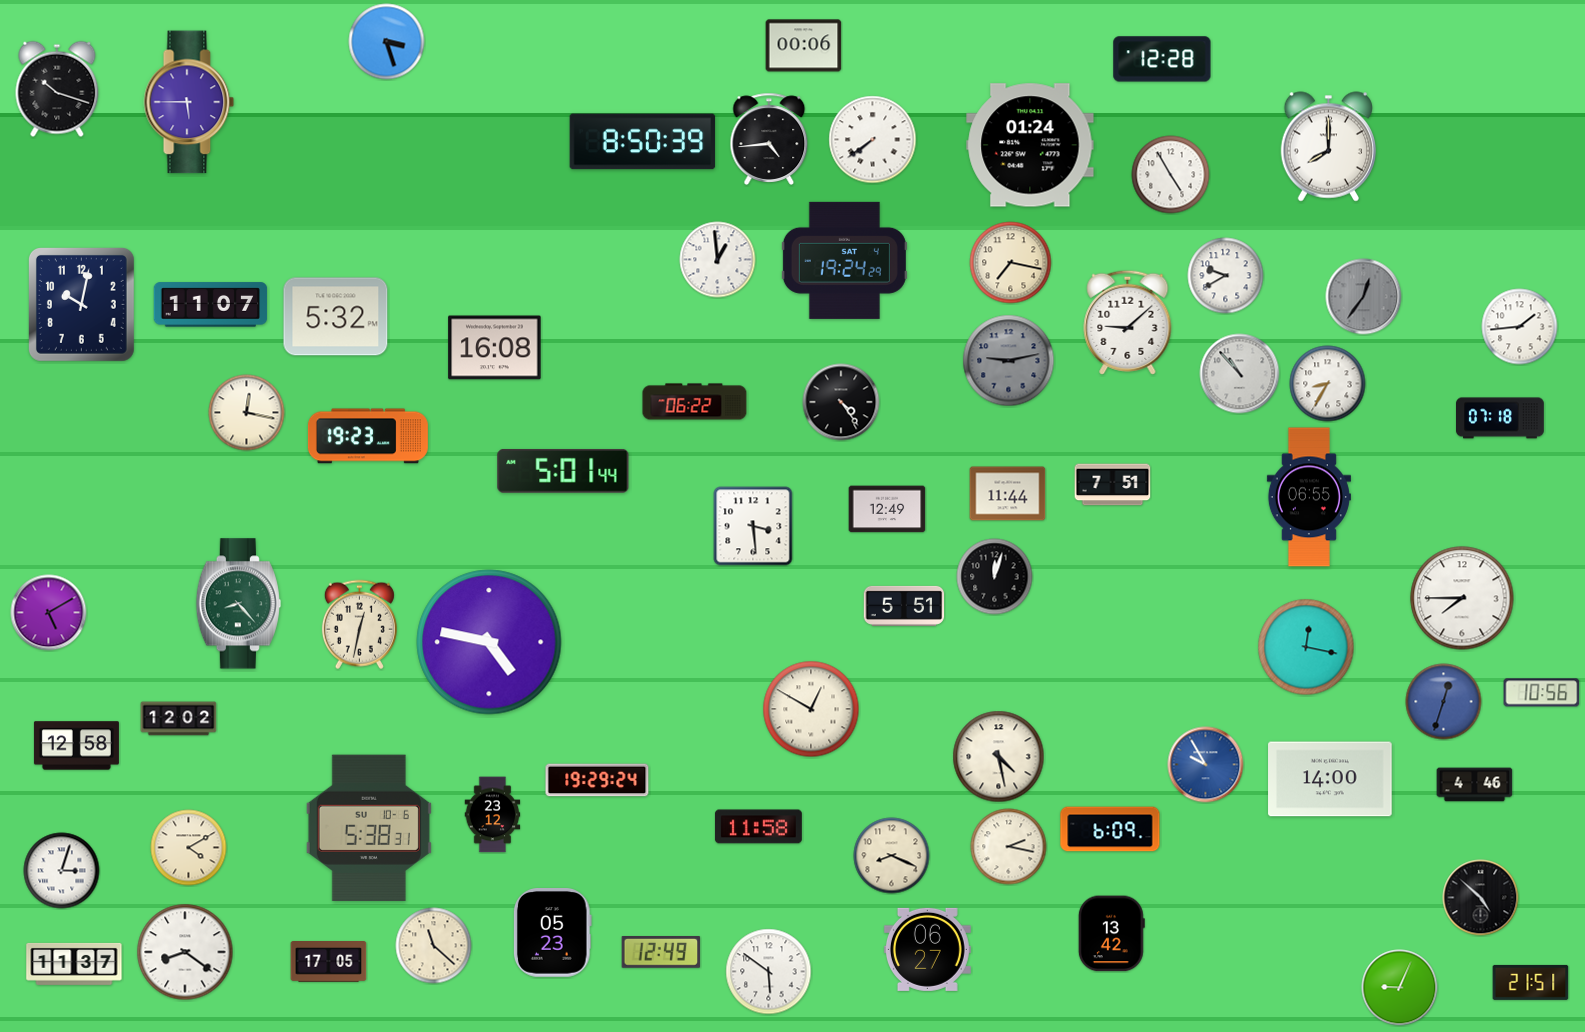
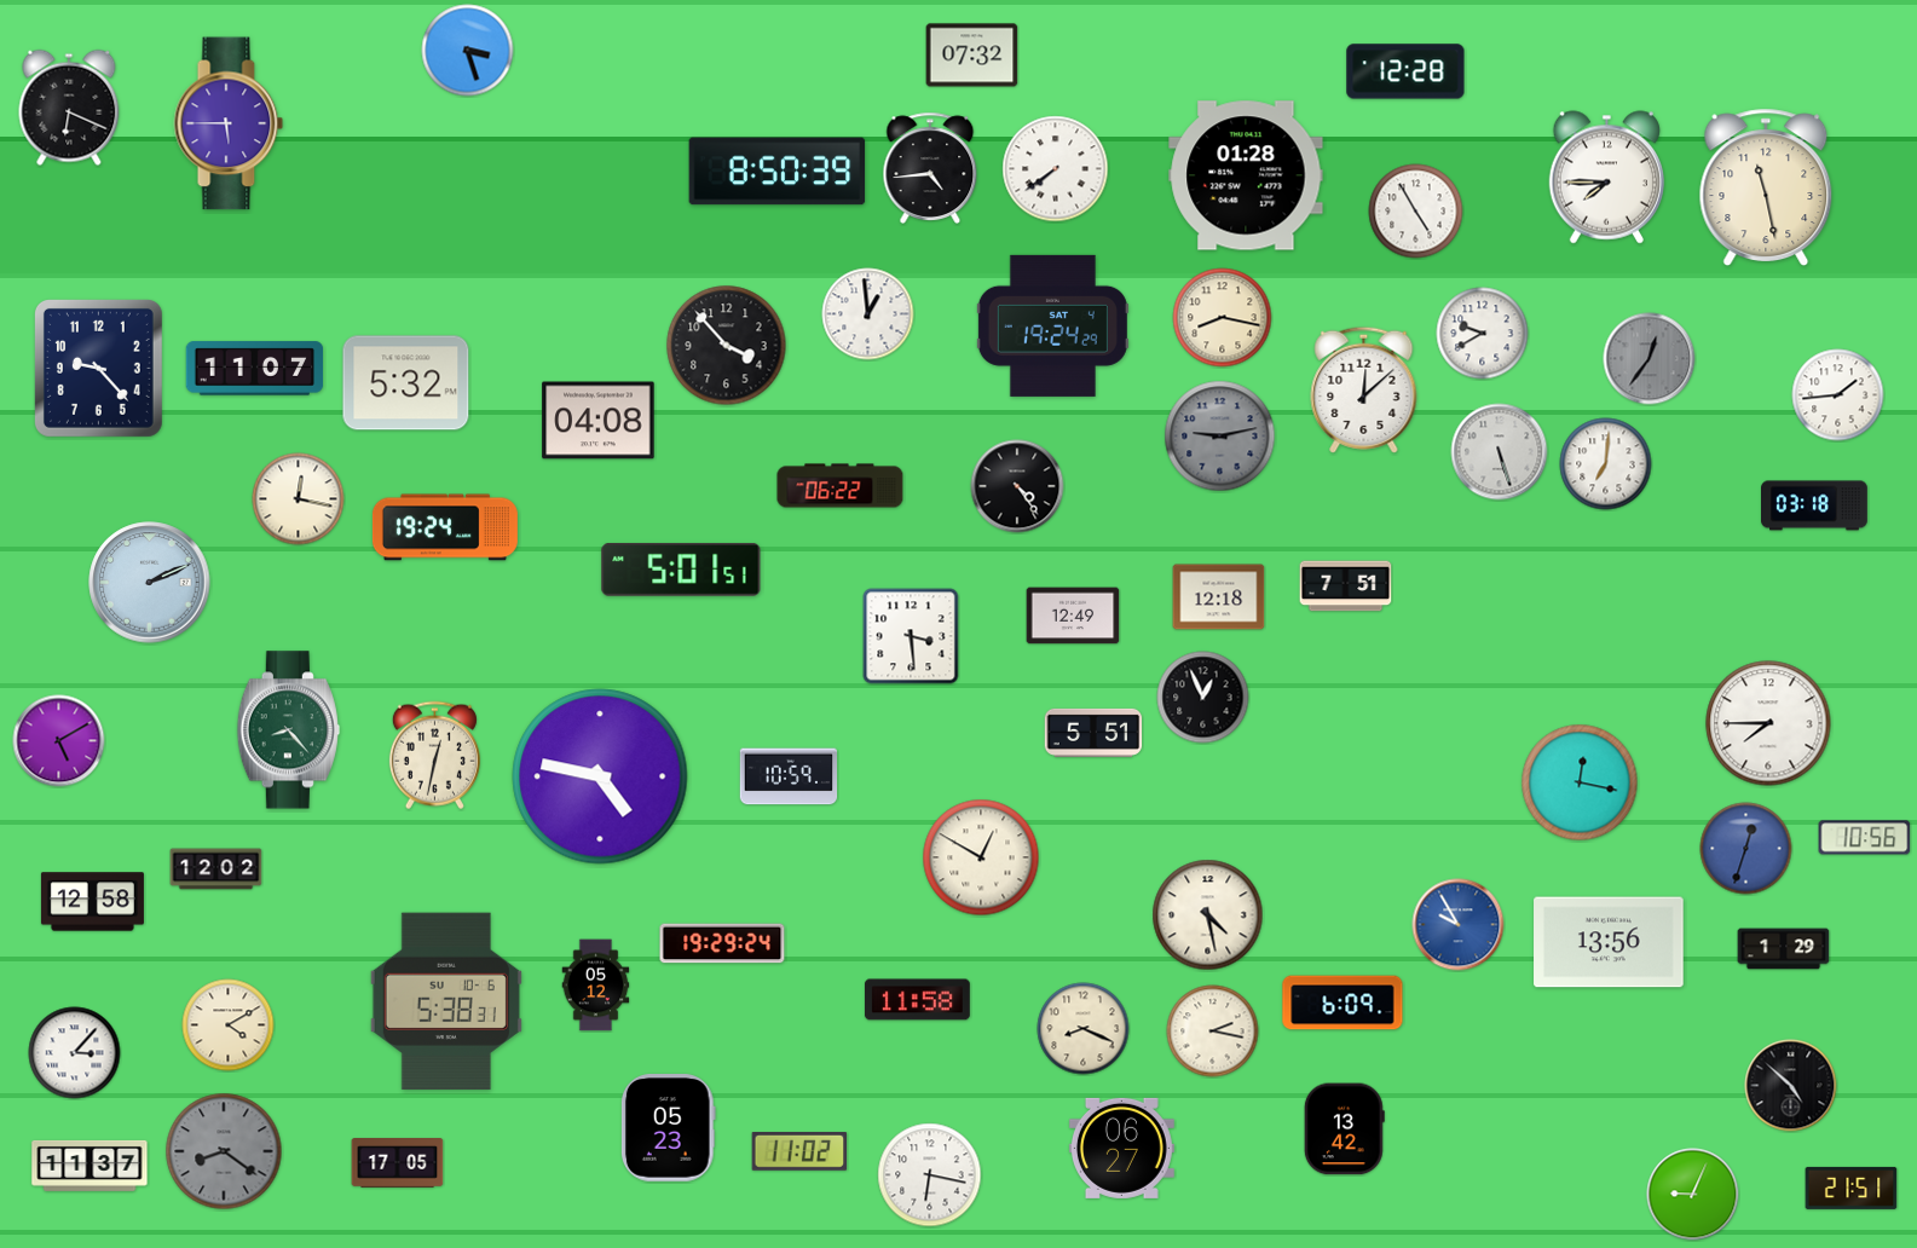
clock at (804, 46): 00:06 -> 07:32
clock at (57, 89): 10:18 -> 6:19
clock at (1030, 145): 01:24 -> 01:28
clock at (1328, 147): 8:00 -> 7:45
clock at (1766, 186): none -> 11:28
clock at (844, 260) position: (844, 260) -> (1052, 325)
clock at (1011, 263): 7:17 -> 8:17
clock at (727, 346): none -> 3:53
clock at (81, 304): 10:02 -> 9:23
clock at (1128, 322): 9:08 -> 12:08
clock at (495, 348): 16:08 -> 04:08
clock at (1240, 374): 10:53 -> 5:27
clock at (1328, 384): 8:35 -> 7:01
clock at (1501, 418): 07:18 -> 03:18
clock at (368, 436): 19:23 -> 19:24
clock at (563, 472): 5:01:44 -> 5:01:51
clock at (150, 583): none -> 2:11
clock at (1008, 494): 11:44 -> 12:18
clock at (1309, 497): 06:55 -> none
clock at (995, 577): 12:03 -> 12:56
clock at (489, 642) position: (489, 642) -> (600, 776)
clock at (789, 776): none -> 10:59
clock at (1330, 779): 14:00 -> 13:56
clock at (1475, 785): 4:46 -> 1:29
clock at (493, 815): 23:12 -> 05:12
clock at (1009, 847) position: (1009, 847) -> (1213, 1032)
clock at (892, 856) position: (892, 856) -> (1084, 1029)
clock at (62, 871): 3:03 -> 3:07
clock at (434, 946): 11:22 -> none
clock at (185, 952) dial: white -> grey
clock at (661, 953): 12:49 -> 11:02
clock at (769, 972): 5:51 -> 6:17
